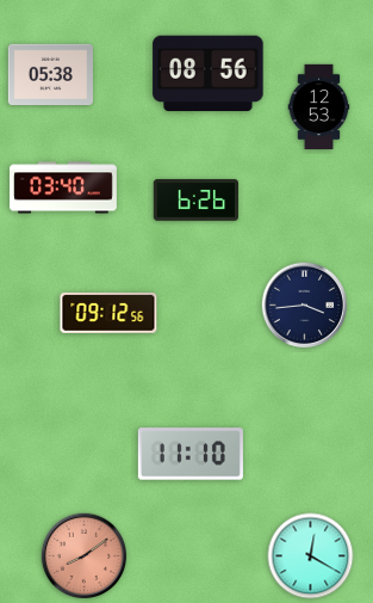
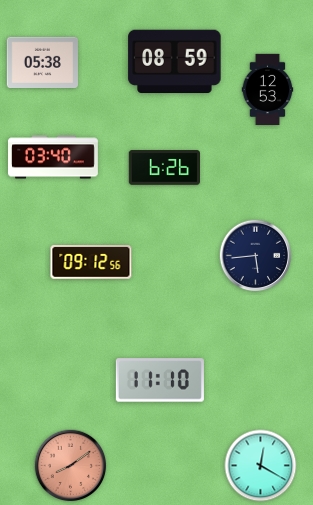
clock at (209, 74): 08:56 -> 08:59
clock at (305, 306): 3:44 -> 5:44
